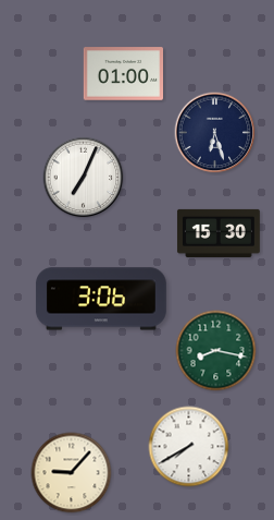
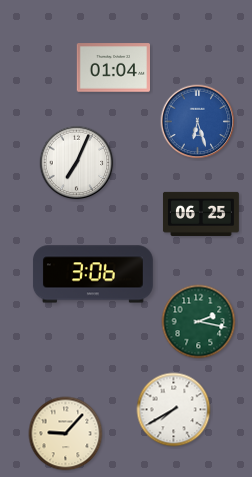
clock at (123, 74): 01:00 -> 01:04
clock at (215, 133) dial: navy -> blue
clock at (219, 233): 15:30 -> 06:25
clock at (216, 351): 8:17 -> 2:17
